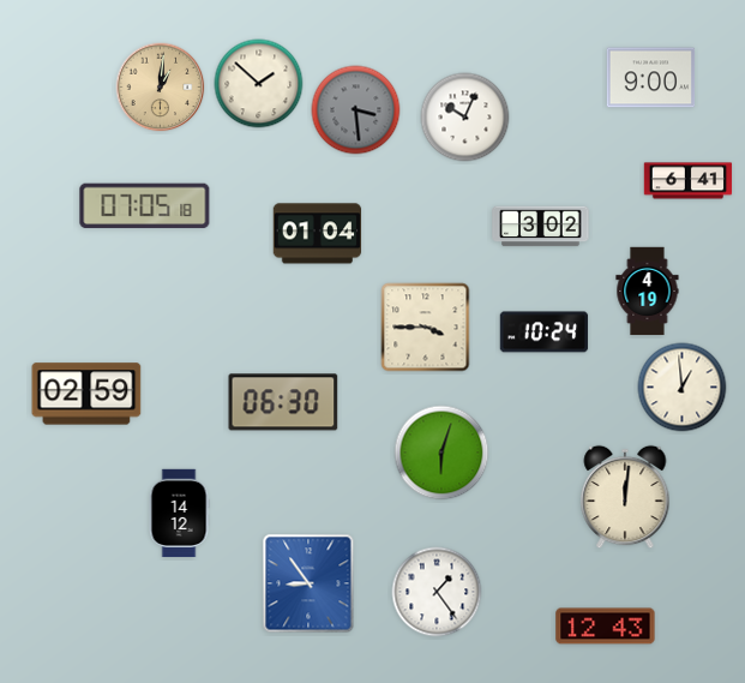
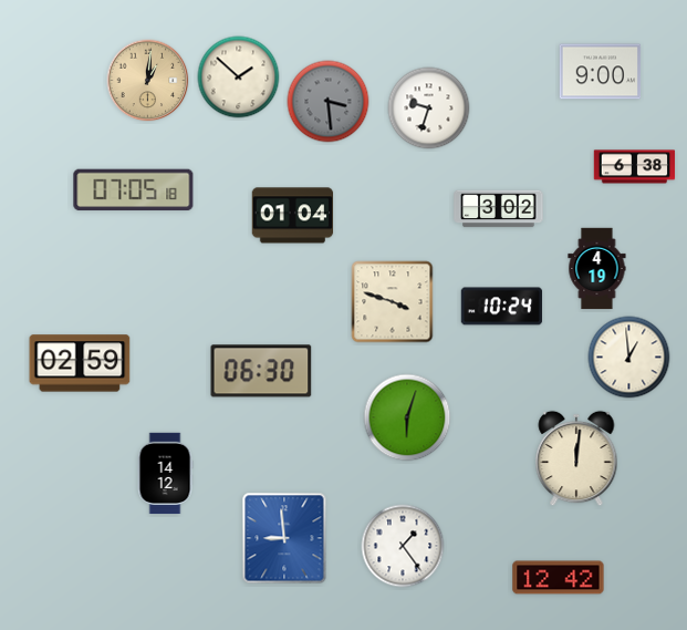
clock at (465, 118): 10:04 -> 9:33
clock at (689, 181): 6:41 -> 6:38
clock at (426, 328): 3:45 -> 3:48
clock at (308, 583): 8:54 -> 8:59
clock at (606, 627): 12:43 -> 12:42
